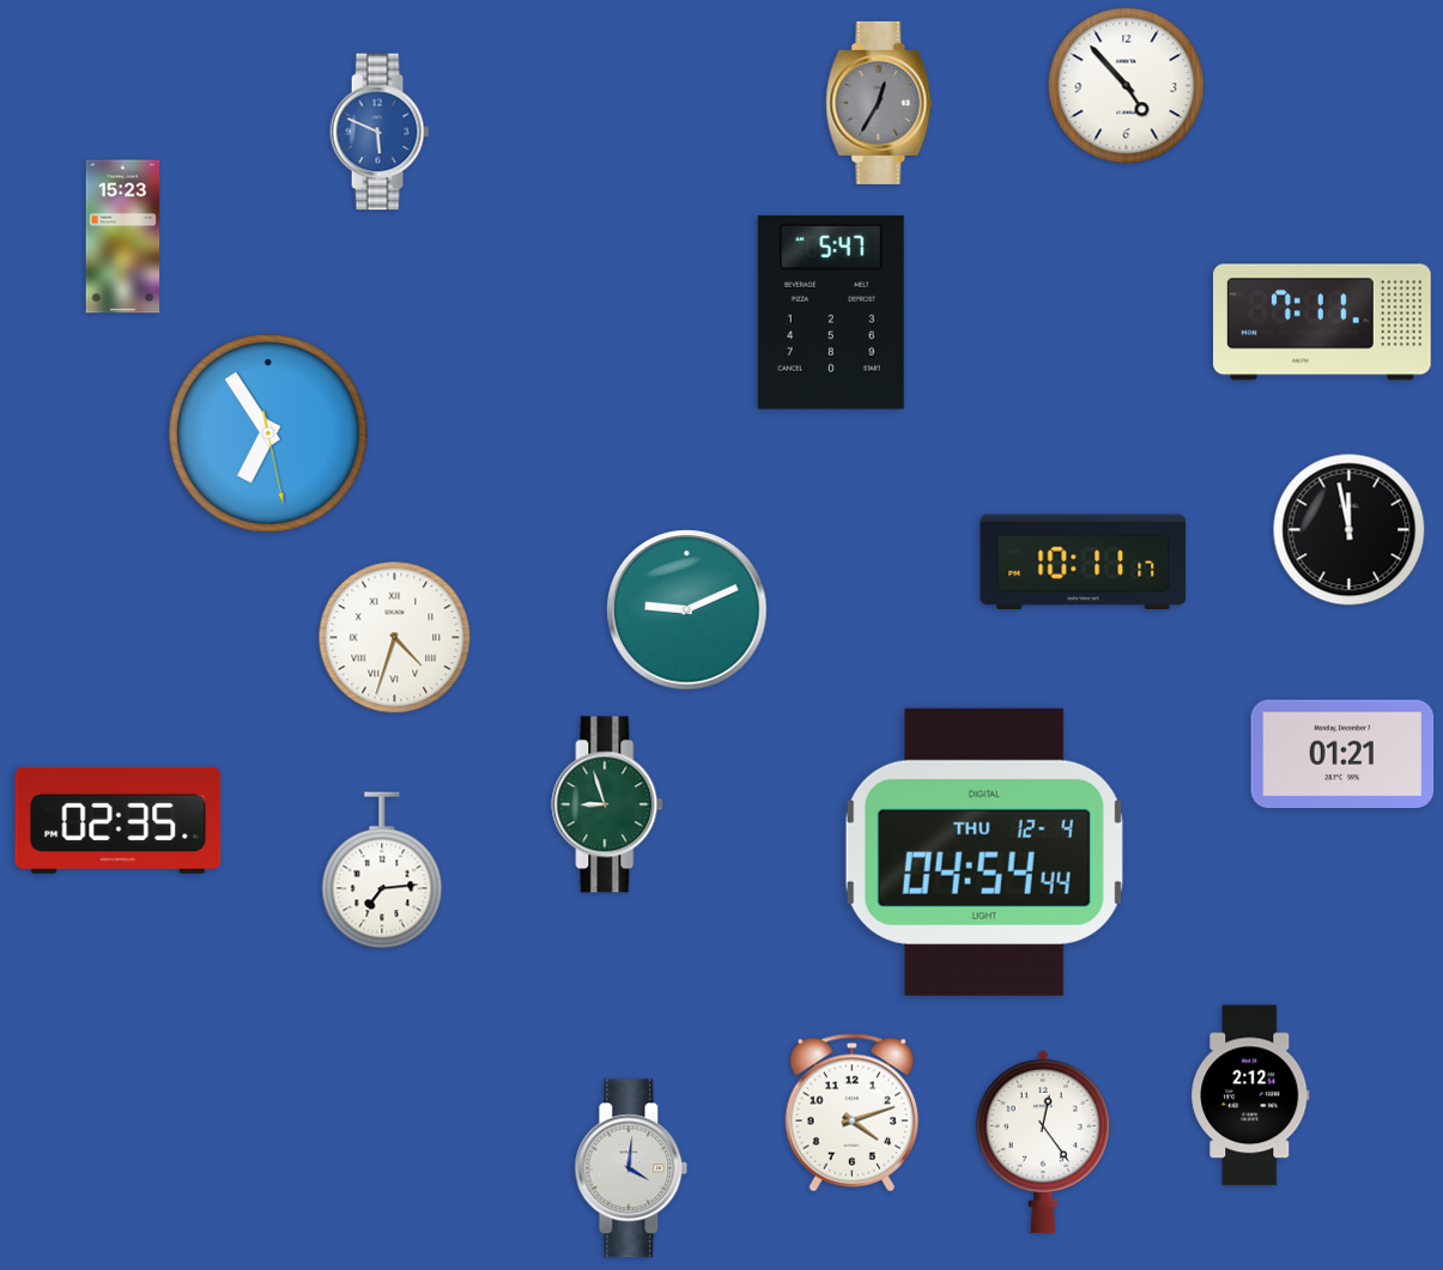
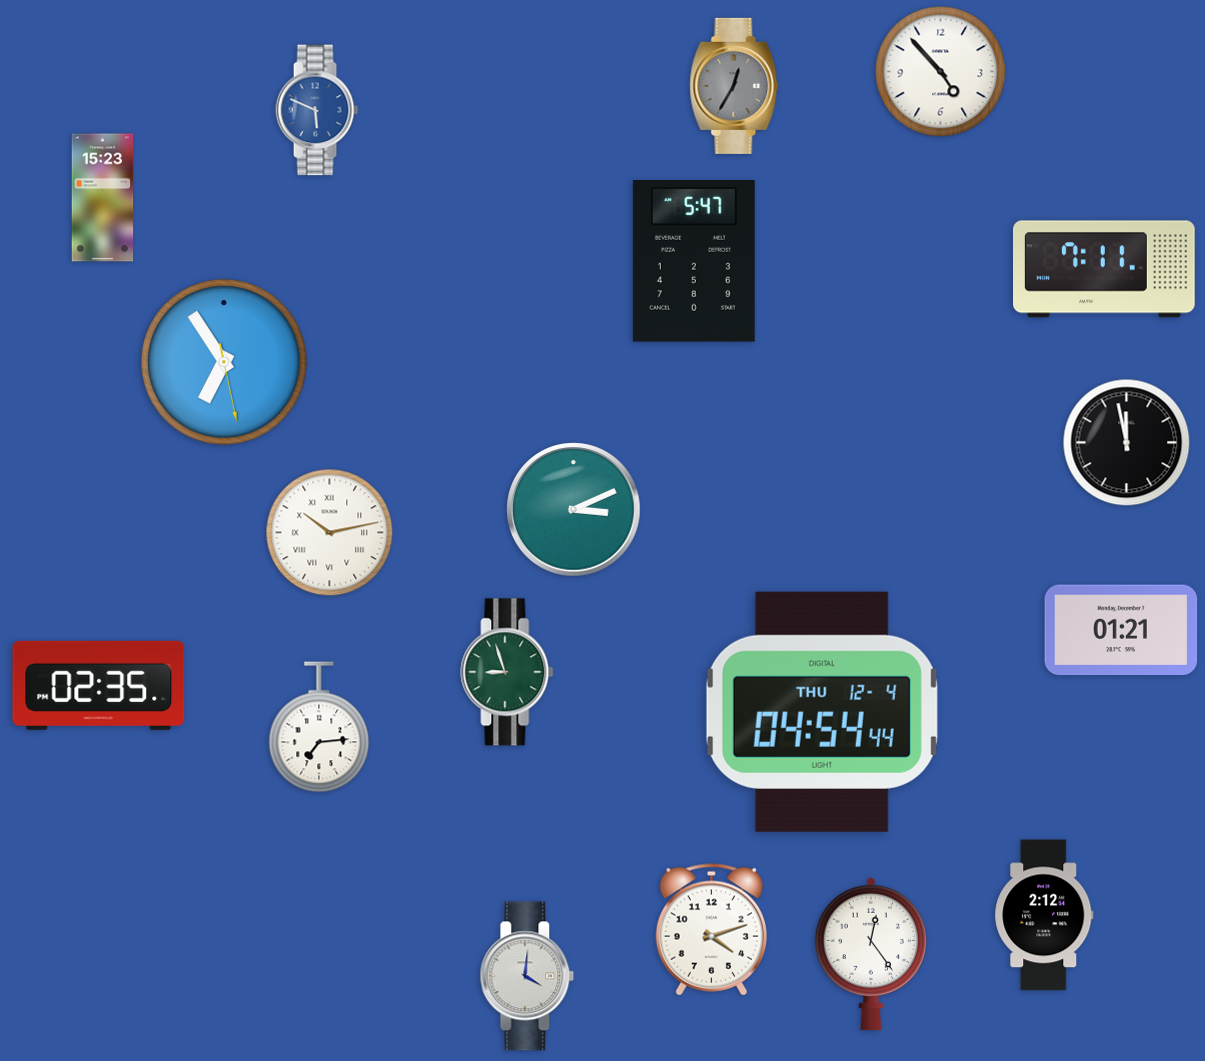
clock at (1084, 561): 10:11 -> none
clock at (687, 610): 9:11 -> 3:11
clock at (395, 638): 4:33 -> 10:13
